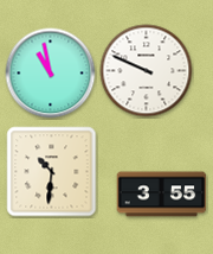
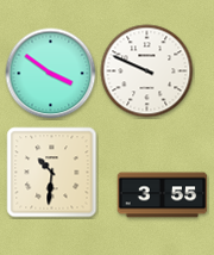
clock at (51, 74): 10:58 -> 3:51
